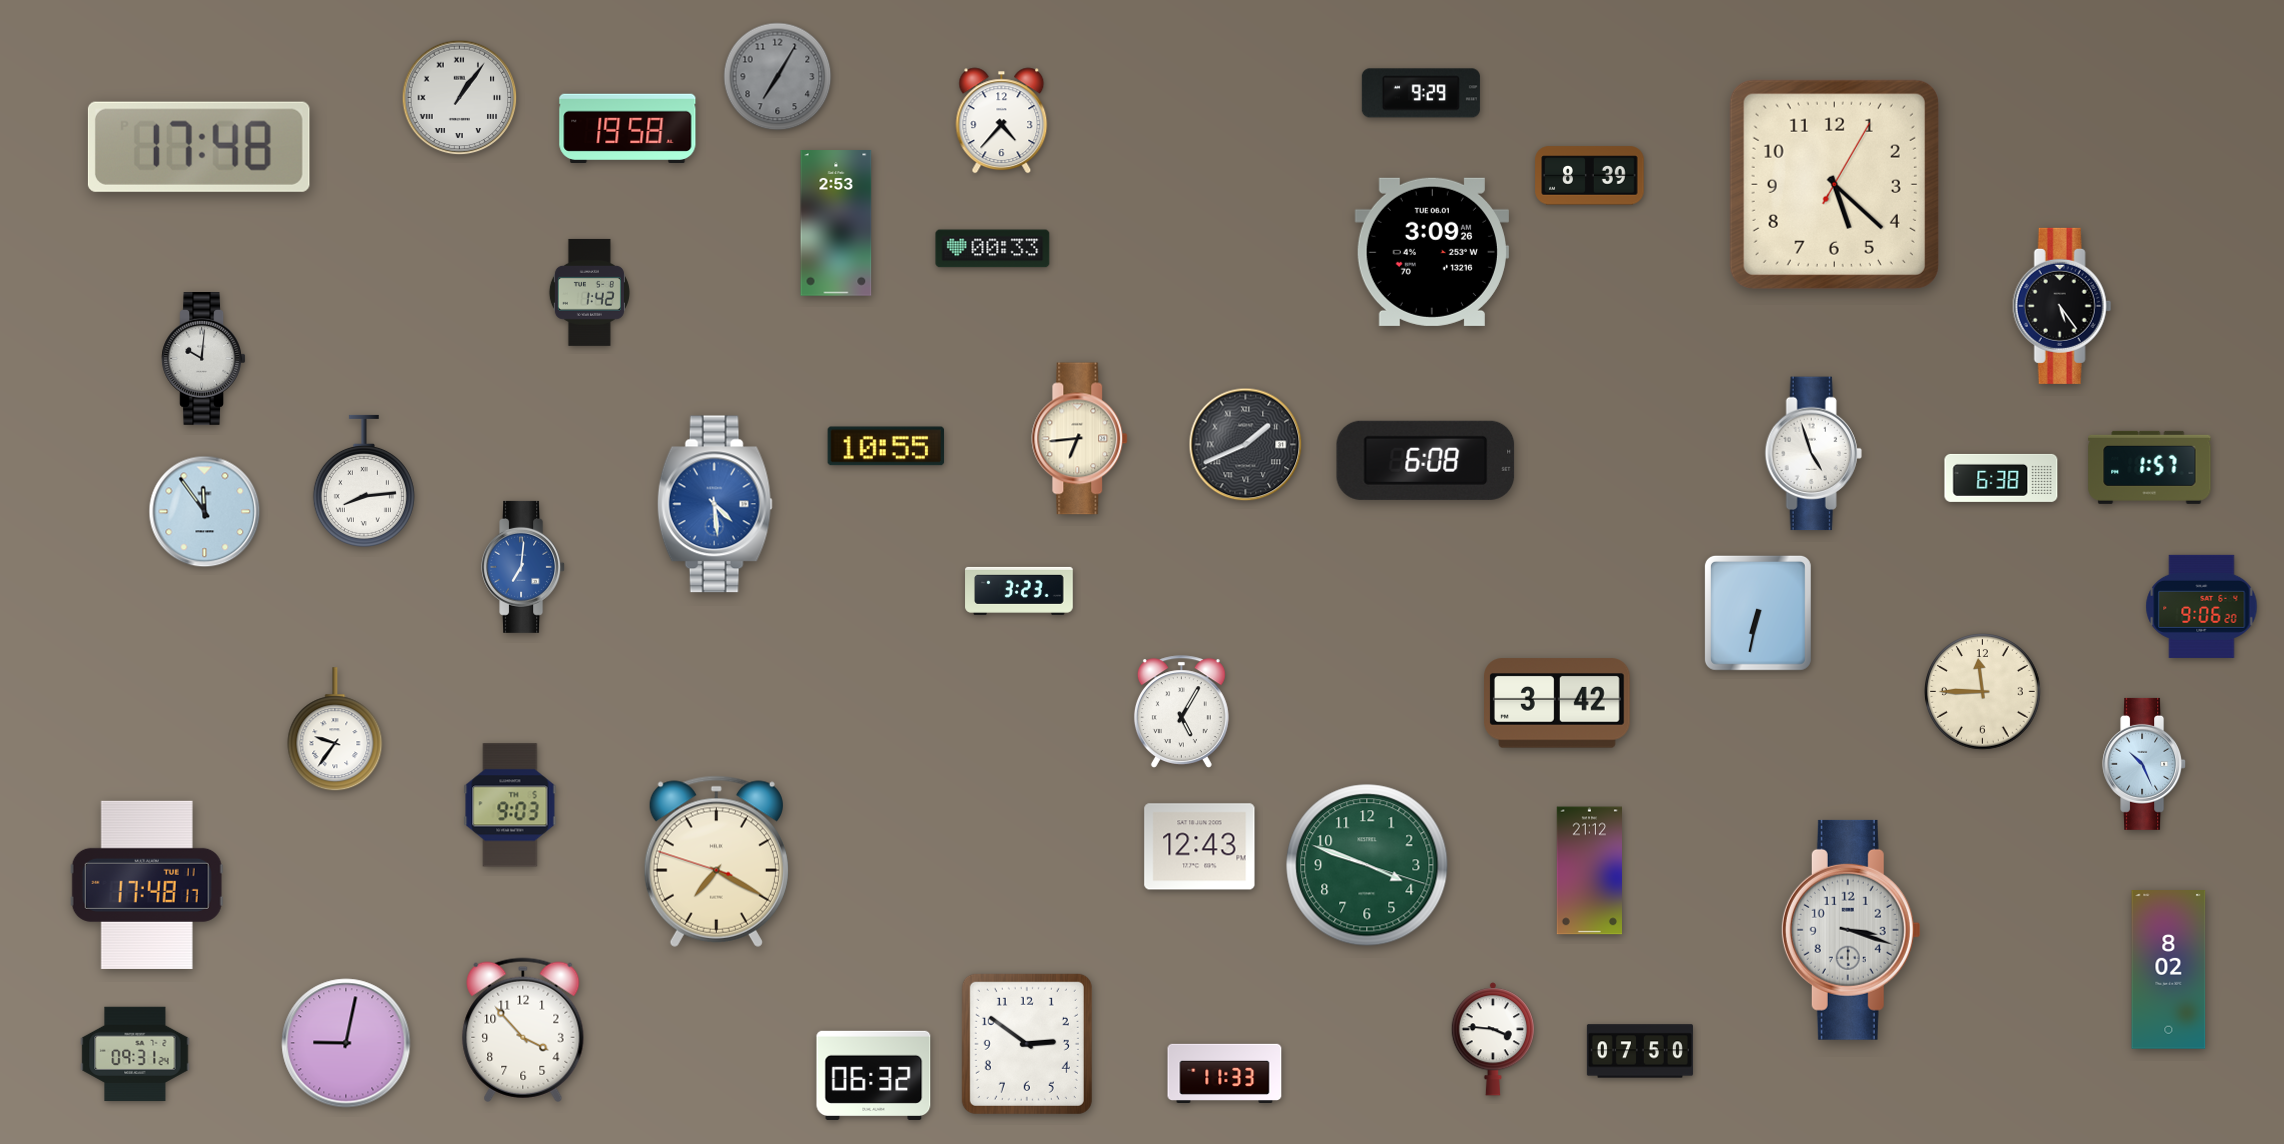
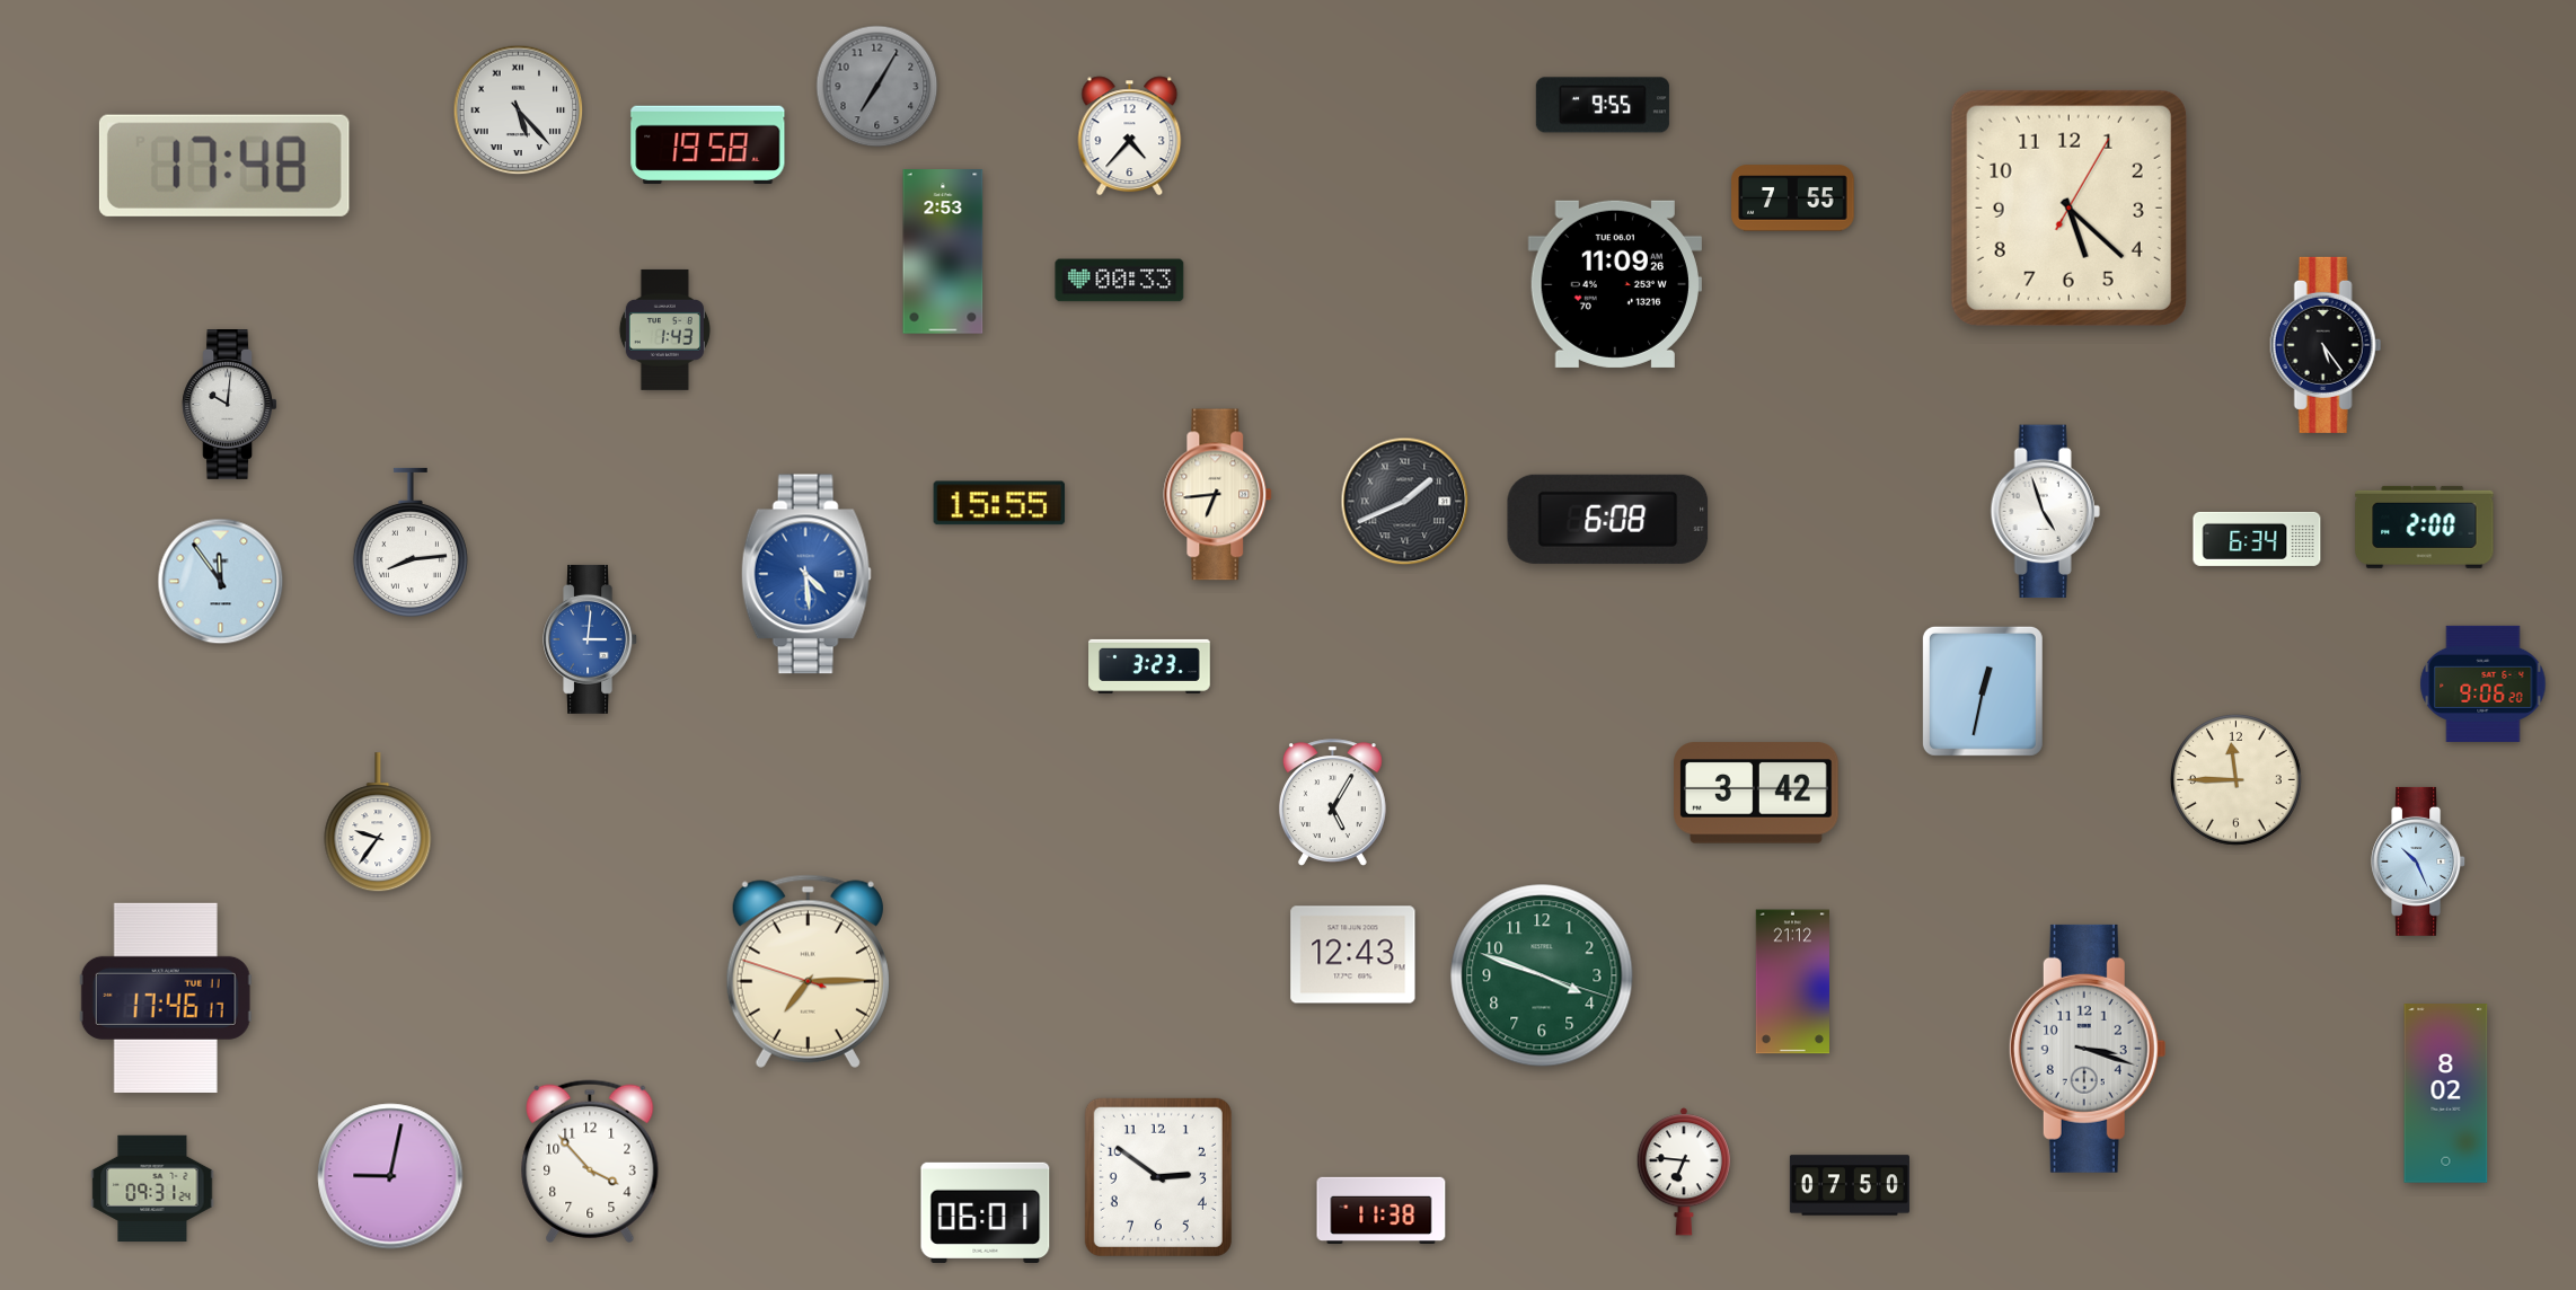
clock at (1421, 93): 9:29 -> 9:55
clock at (460, 98): 1:06 -> 5:23
clock at (1590, 176): 8:39 -> 7:55
clock at (1432, 252): 3:09 -> 11:09
clock at (589, 292): 1:42 -> 1:43
clock at (886, 446): 10:55 -> 15:55
clock at (2150, 467): 1:57 -> 2:00
clock at (2001, 478): 6:38 -> 6:34
clock at (715, 504) position: (715, 504) -> (806, 574)
clock at (205, 512) position: (205, 512) -> (221, 582)
clock at (524, 567): 7:01 -> 3:01
clock at (1758, 613): 6:32 -> 12:32
clock at (510, 805): 9:03 -> none
clock at (716, 861): 7:19 -> 7:14
clock at (147, 885): 17:48 -> 17:46
clock at (1492, 1039): 3:46 -> 6:46
clock at (1225, 1073): 11:33 -> 11:38
clock at (874, 1075): 06:32 -> 06:01
